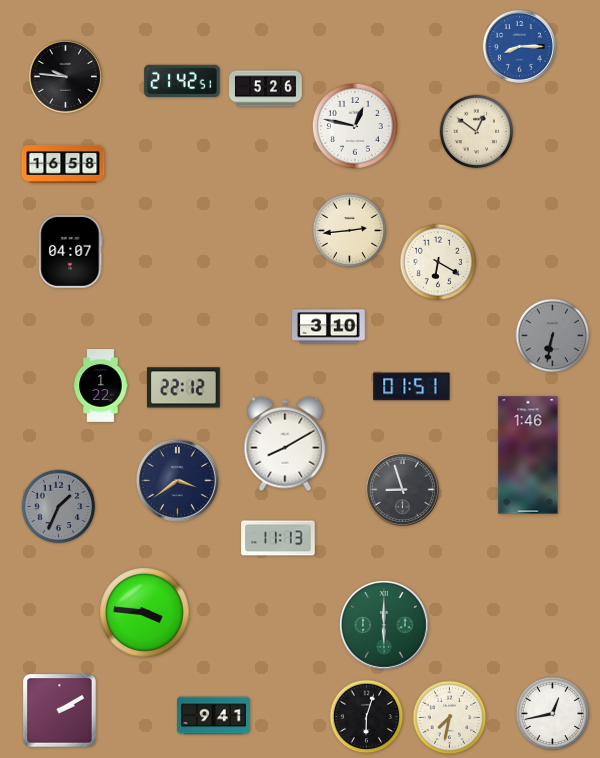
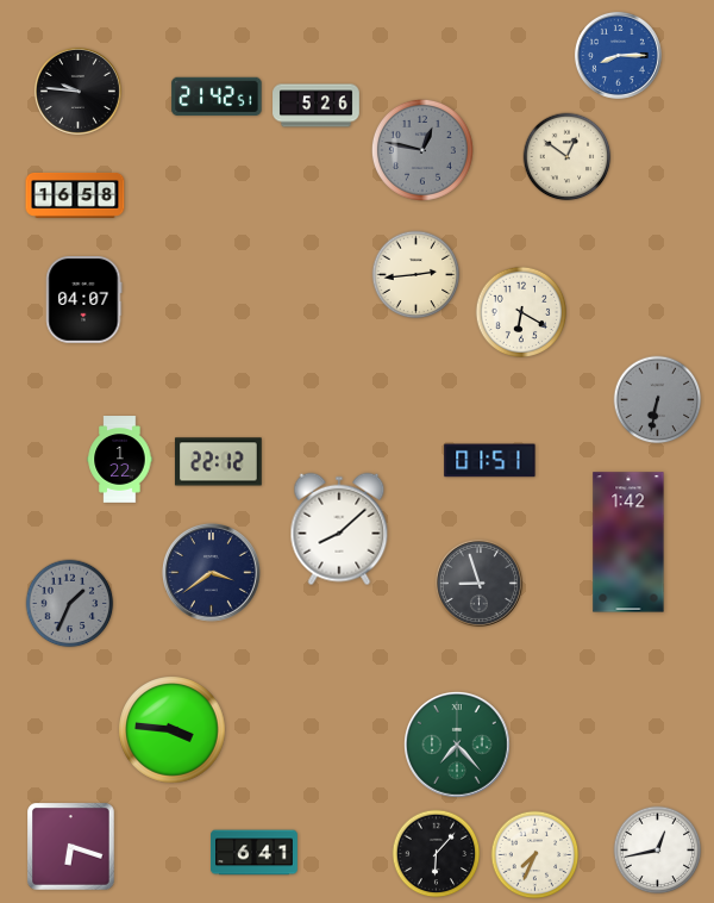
clock at (355, 126) dial: white -> grey
clock at (329, 327): 3:10 -> none
clock at (285, 444): 8:10 -> 8:08
clock at (528, 455): 1:46 -> 1:42
clock at (278, 538): 11:13 -> none
clock at (384, 625): 6:00 -> 7:23
clock at (60, 711): 2:10 -> 6:18
clock at (214, 716): 9:41 -> 6:41
clock at (367, 717): 6:03 -> 6:07
clock at (450, 718): 7:32 -> 7:34
